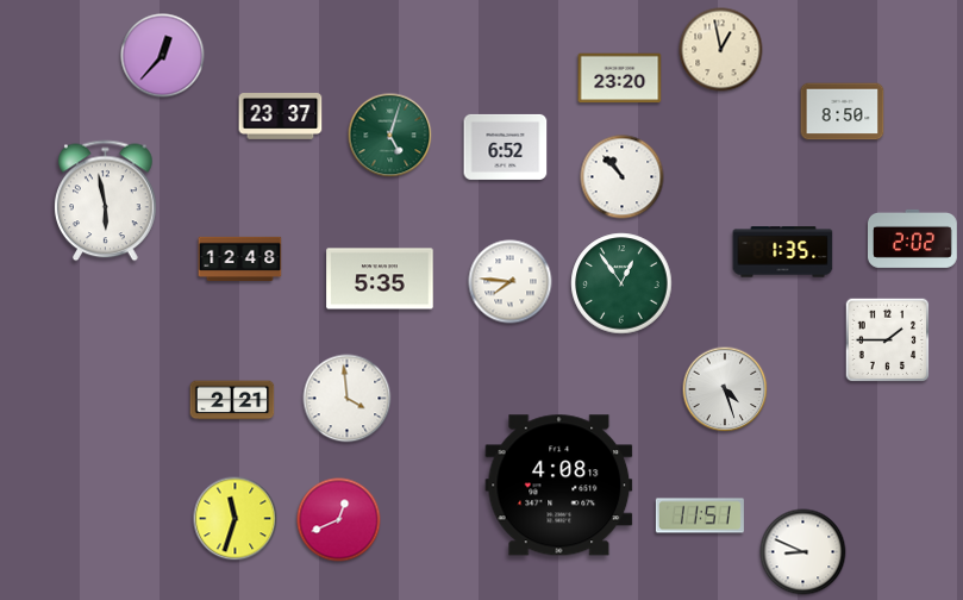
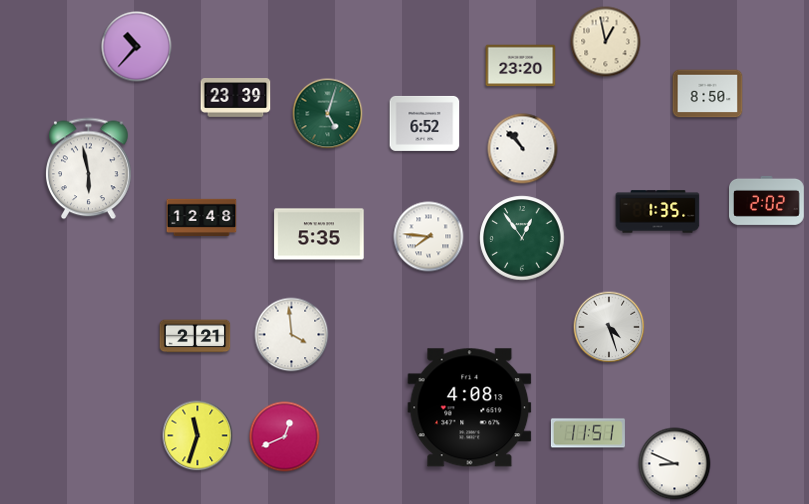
clock at (163, 56): 12:37 -> 10:37
clock at (281, 117): 23:37 -> 23:39
clock at (888, 340): 1:45 -> none
